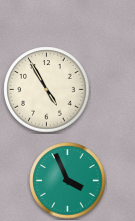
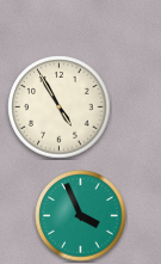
clock at (47, 90) position: (47, 90) -> (60, 108)
